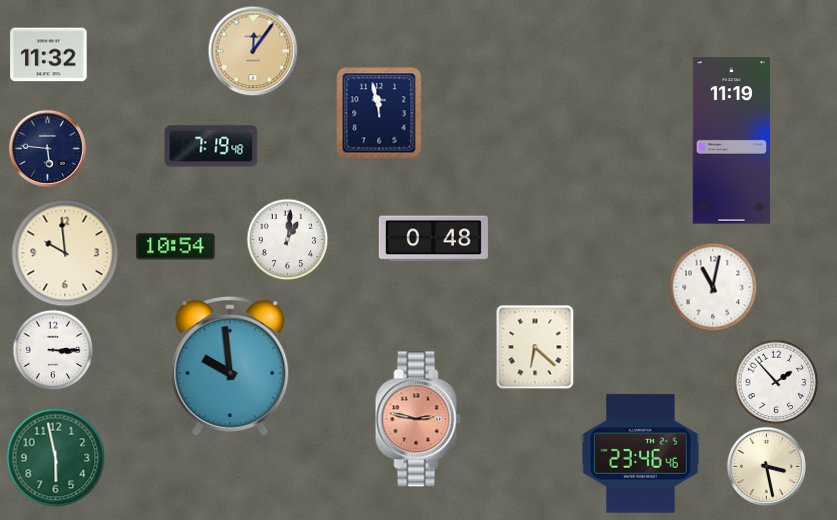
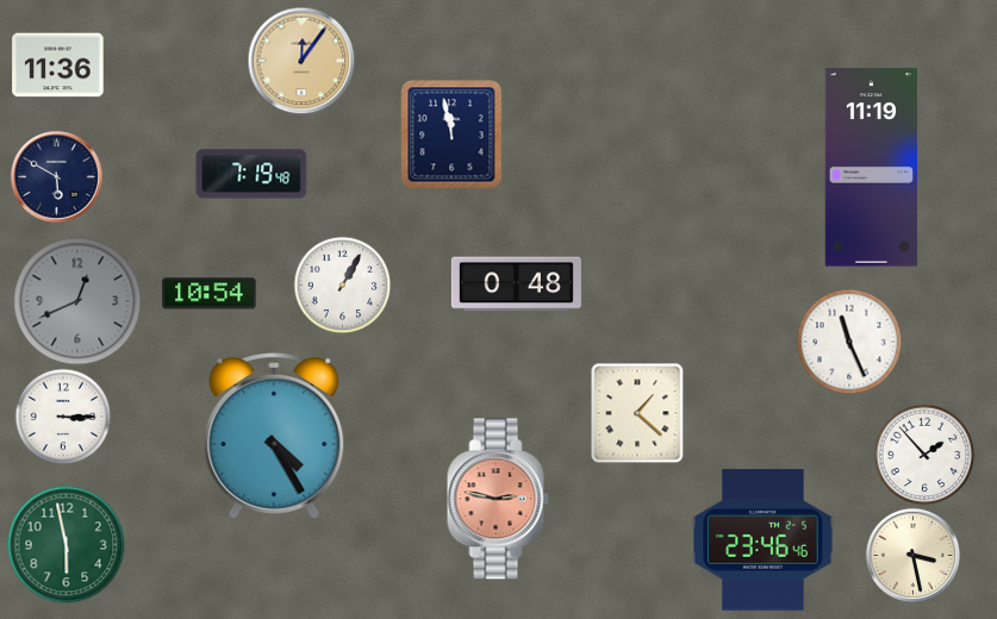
clock at (49, 55): 11:32 -> 11:36
clock at (47, 148): 5:46 -> 5:50
clock at (287, 239): 1:01 -> 1:05
clock at (65, 253): 9:59 -> 12:41
clock at (65, 253) dial: cream -> grey
clock at (713, 287): 11:02 -> 11:26
clock at (535, 347): 6:22 -> 1:22
clock at (230, 366): 9:59 -> 4:25
